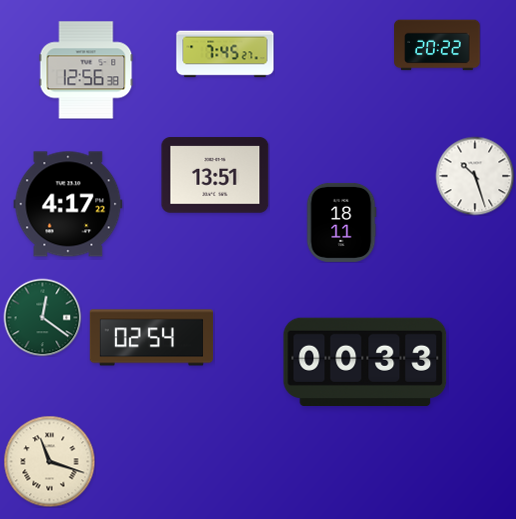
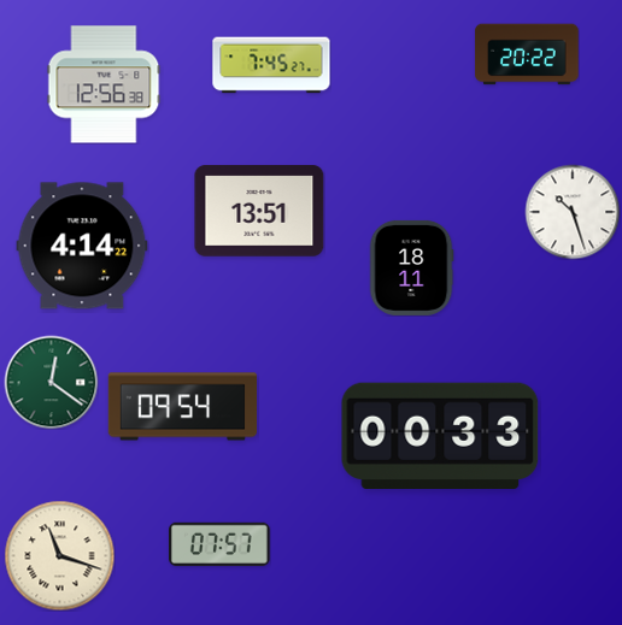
clock at (68, 204): 4:17 -> 4:14
clock at (152, 338): 02:54 -> 09:54
clock at (221, 544): none -> 07:57
